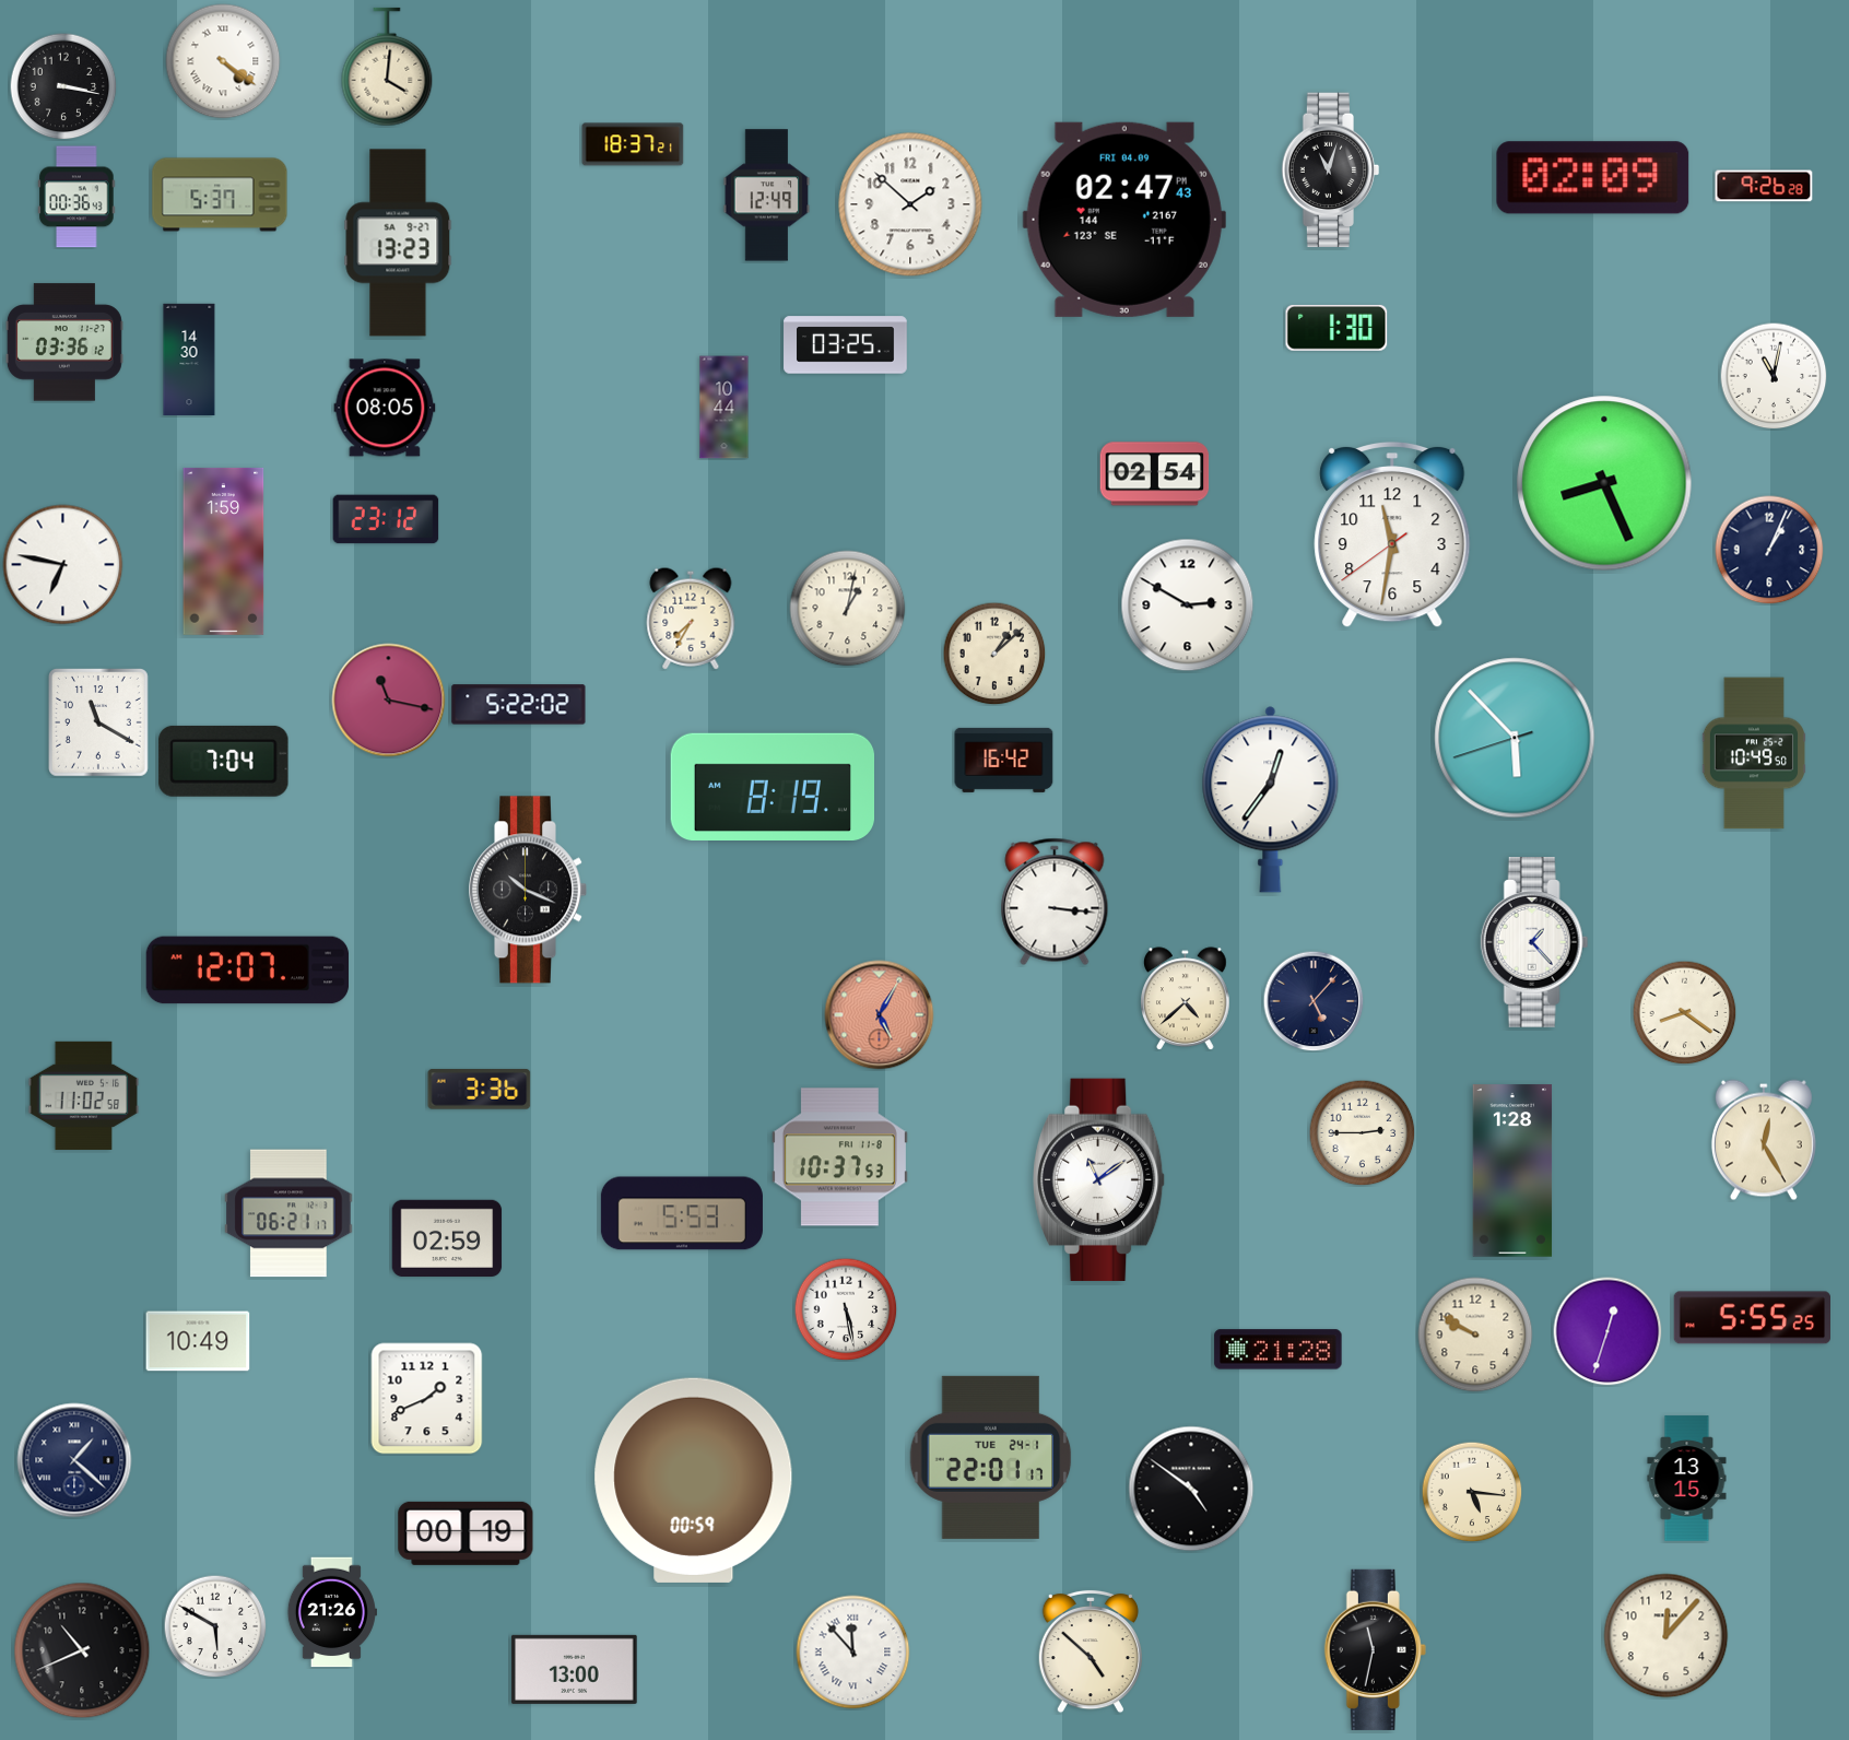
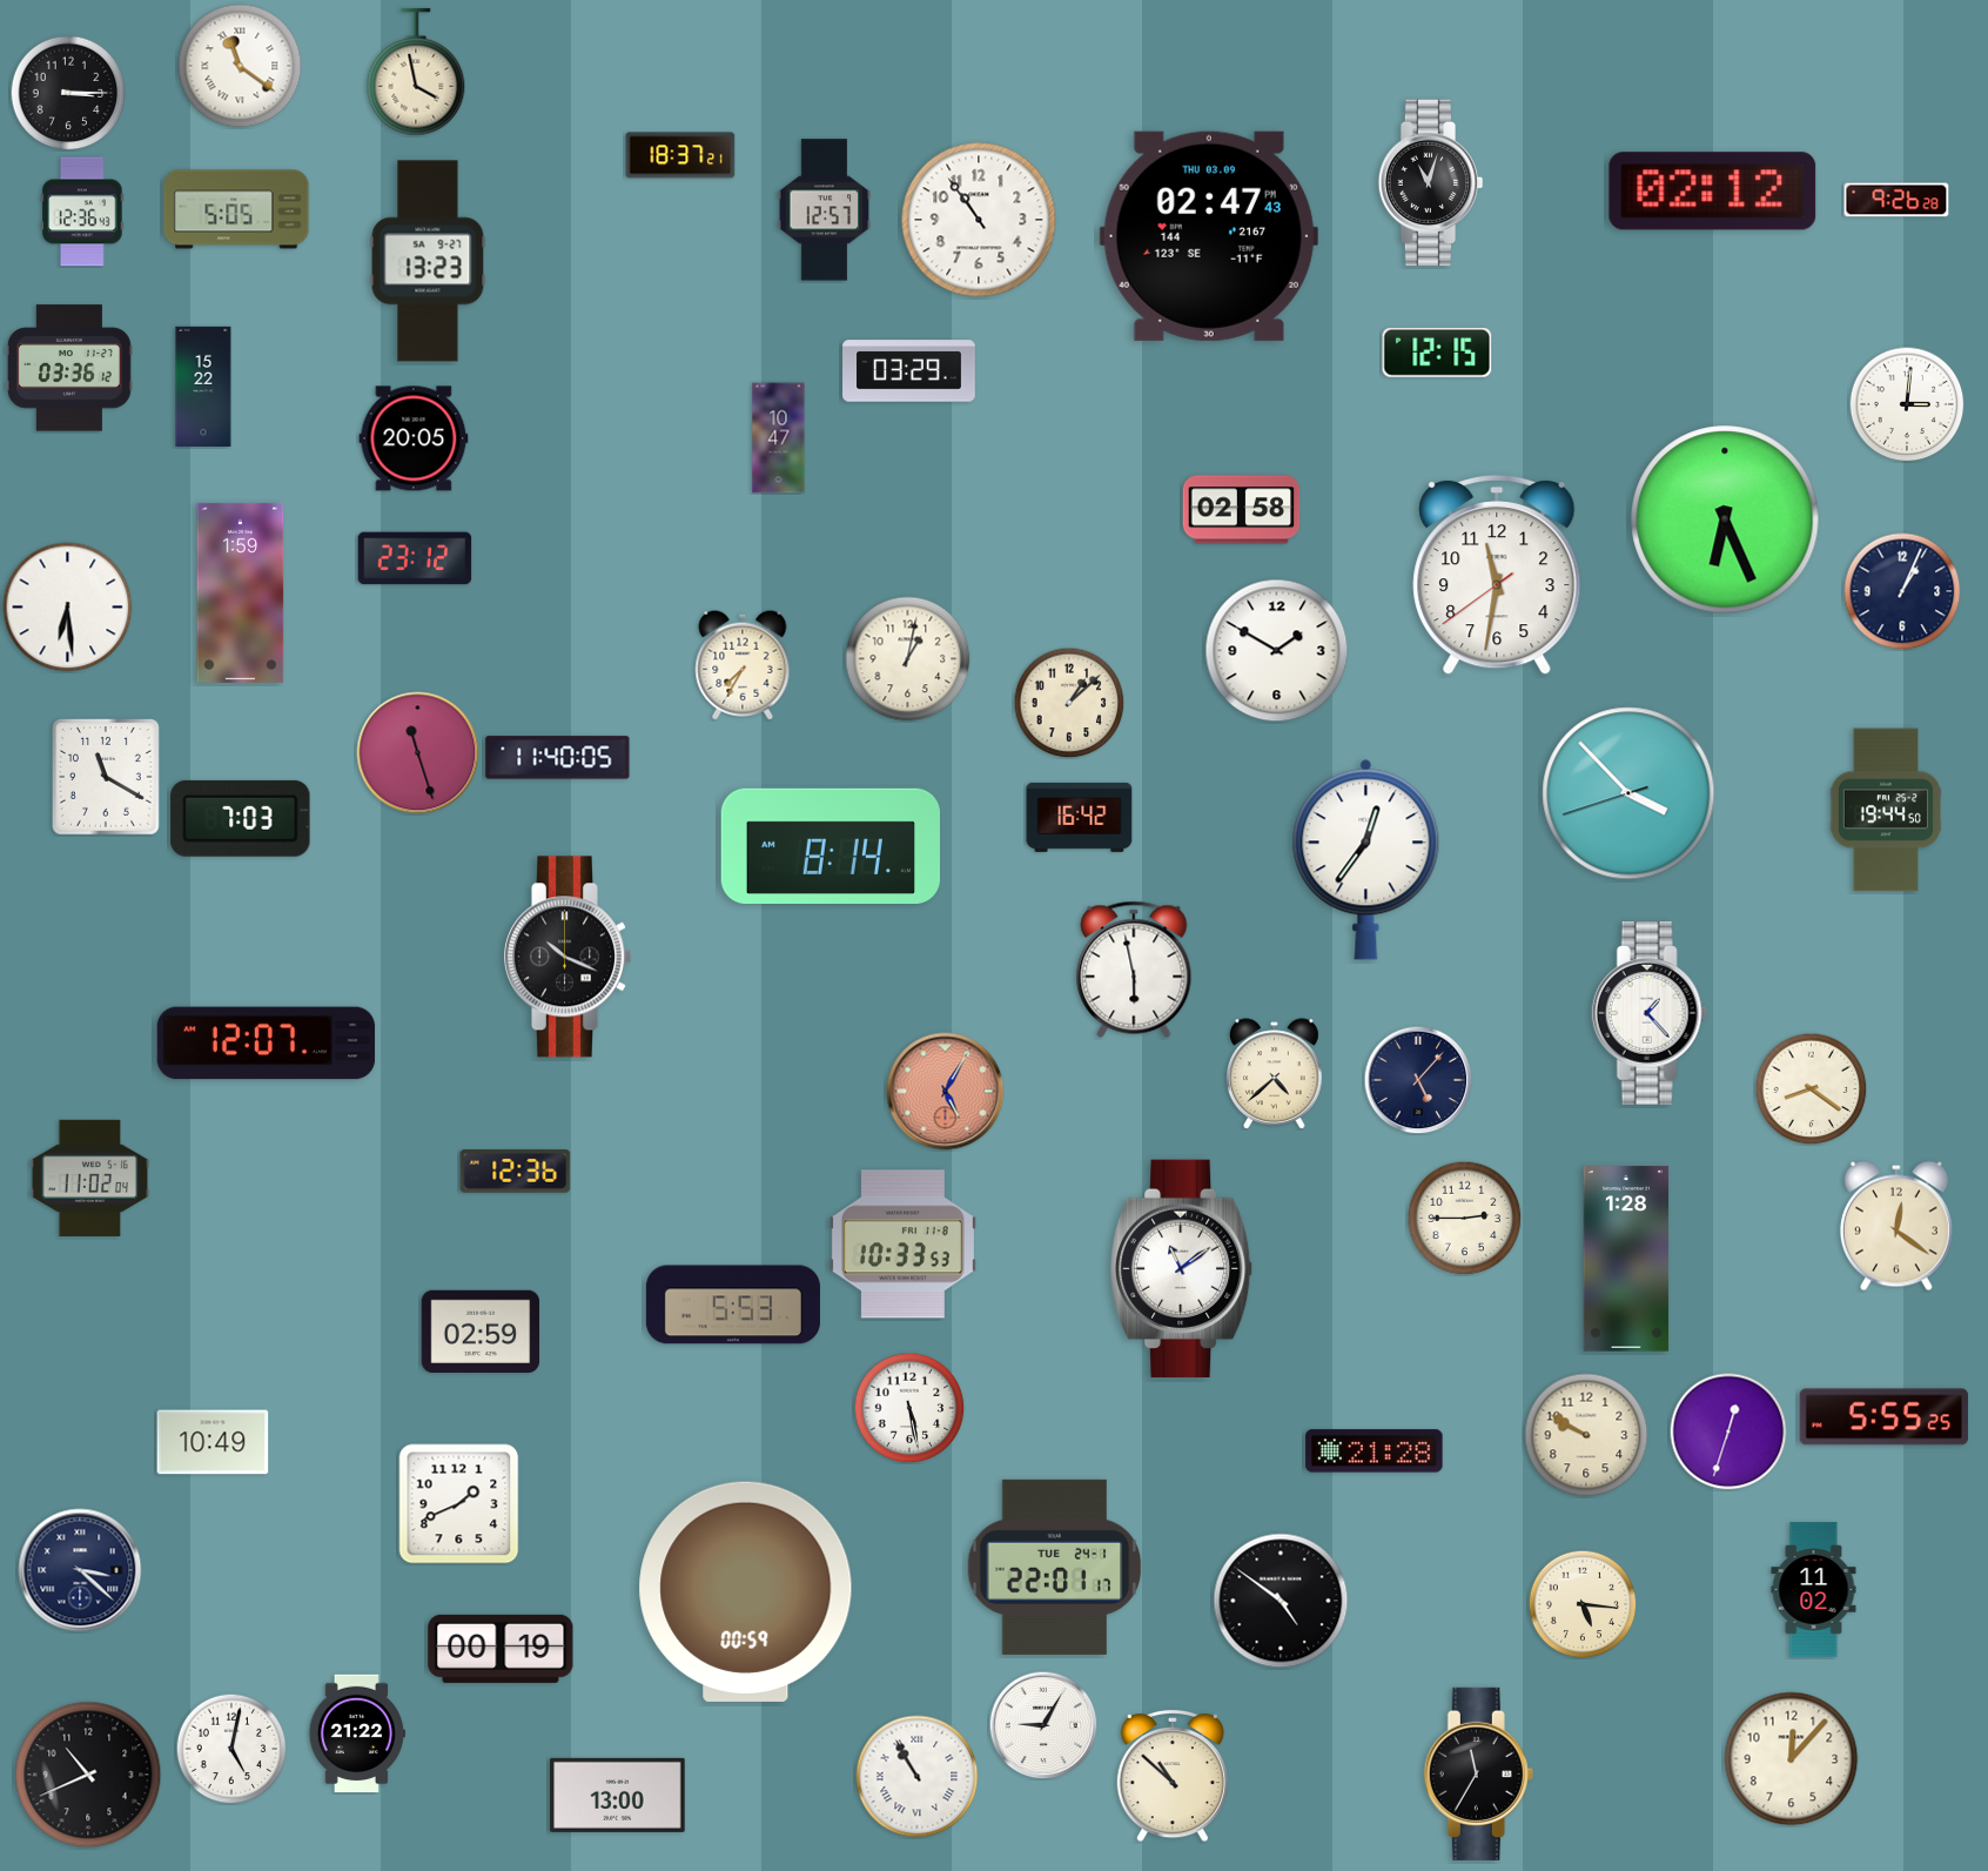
clock at (223, 61): 4:21 -> 11:21
clock at (387, 67): 4:01 -> 3:58
clock at (63, 86): 3:17 -> 3:15
clock at (1593, 178): 02:09 -> 02:12
clock at (220, 195): 5:37 -> 5:05
clock at (767, 196): 12:49 -> 12:57
clock at (76, 197): 00:36 -> 12:36
clock at (910, 204): 1:52 -> 10:54
clock at (1124, 220) date: FRI 04.09 -> THU 03.09
clock at (1336, 328): 1:30 -> 12:15
clock at (846, 345): 03:25 -> 03:29
clock at (189, 360): 14:30 -> 15:22
clock at (1774, 376): 11:02 -> 3:01
clock at (385, 408): 08:05 -> 20:05
clock at (725, 408): 10:44 -> 10:47
clock at (1155, 474): 02:54 -> 02:58
clock at (1604, 483): 8:26 -> 6:26
clock at (63, 565): 6:47 -> 6:29
clock at (1188, 606): 2:50 -> 1:50
clock at (848, 609) position: (848, 609) -> (908, 659)
clock at (389, 701): 11:17 -> 11:27
clock at (519, 705): 5:22 -> 11:40
clock at (1515, 738): 5:52 -> 3:52
clock at (1754, 753): 10:49 -> 19:44
clock at (224, 761): 7:04 -> 7:03
clock at (772, 786): 8:19 -> 8:14
clock at (1055, 902): 3:16 -> 5:58
clock at (1314, 1001) position: (1314, 1001) -> (1418, 1080)
clock at (480, 1090): 3:36 -> 12:36
clock at (84, 1095): 11:02:58 -> 11:02:04
clock at (1764, 1140): 12:25 -> 12:21
clock at (839, 1157): 10:37 -> 10:33
clock at (288, 1213): 06:21 -> none
clock at (991, 1457) position: (991, 1457) -> (1055, 1567)
clock at (74, 1460): 1:22 -> 3:22
clock at (1687, 1479): 13:15 -> 11:02
clock at (1043, 1725): none -> 9:05
clock at (332, 1612): 21:26 -> 21:22
clock at (215, 1626): 5:50 -> 5:02
clock at (1375, 1649): 11:32 -> 11:35
clock at (1091, 1651): 4:52 -> 10:52
clock at (853, 1653): 11:53 -> 10:55
